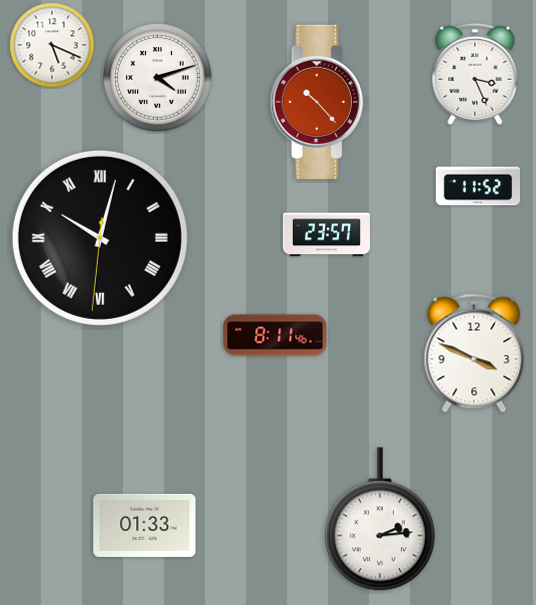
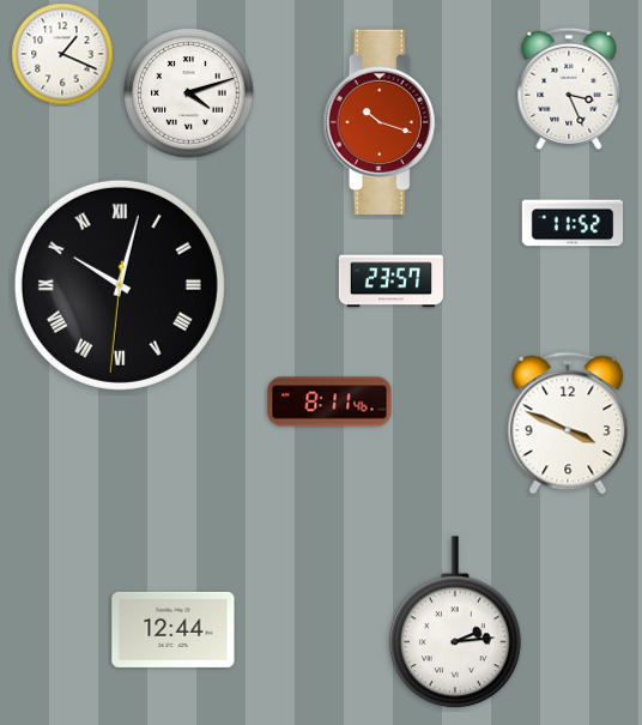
clock at (52, 45): 5:19 -> 1:19
clock at (319, 101): 10:23 -> 10:18
clock at (145, 525): 01:33 -> 12:44
